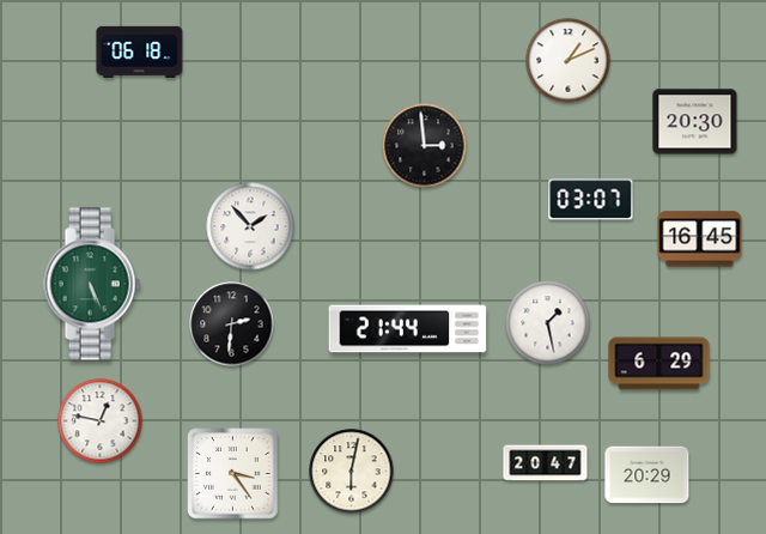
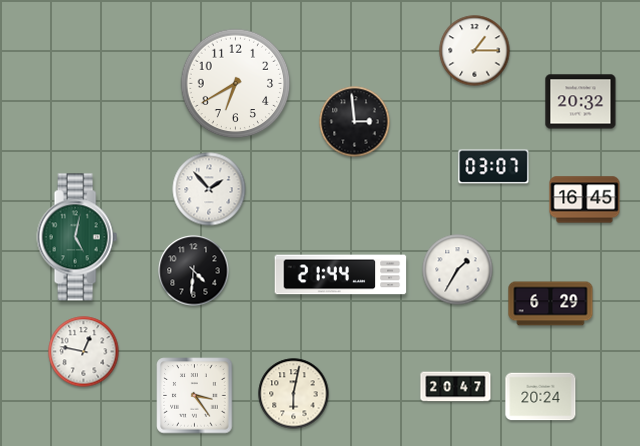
clock at (140, 51): 06:18 -> none
clock at (569, 61): 1:11 -> 1:15
clock at (236, 84): none -> 6:40
clock at (695, 122): 20:30 -> 20:32
clock at (92, 284): 5:26 -> 5:02
clock at (548, 323): 1:28 -> 1:35
clock at (232, 324): 2:31 -> 4:31
clock at (648, 475): 20:29 -> 20:24
